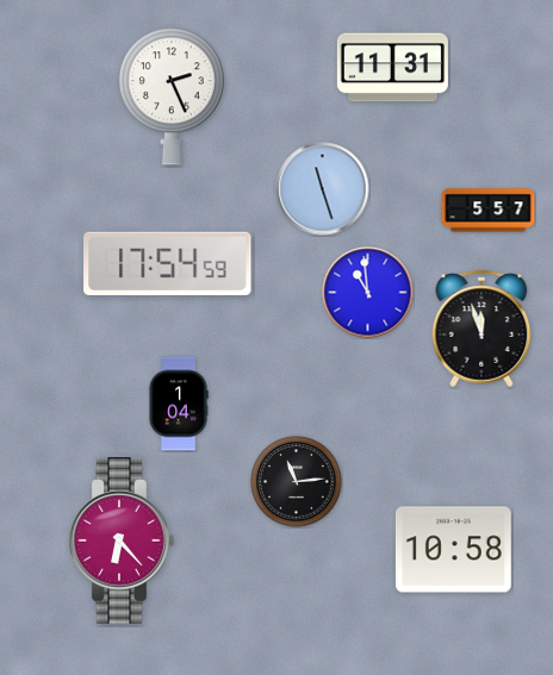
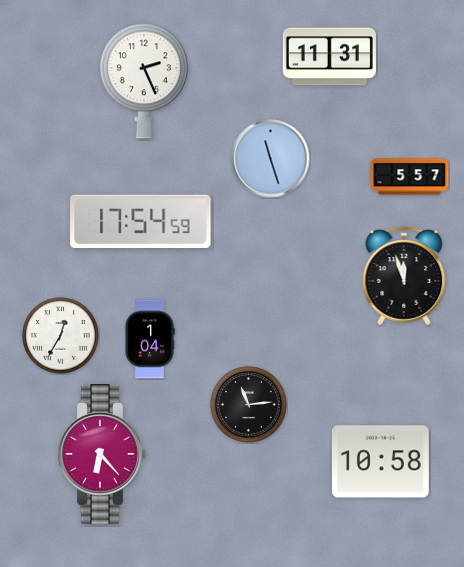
clock at (368, 293): 10:59 -> none
clock at (61, 336): none -> 12:35
